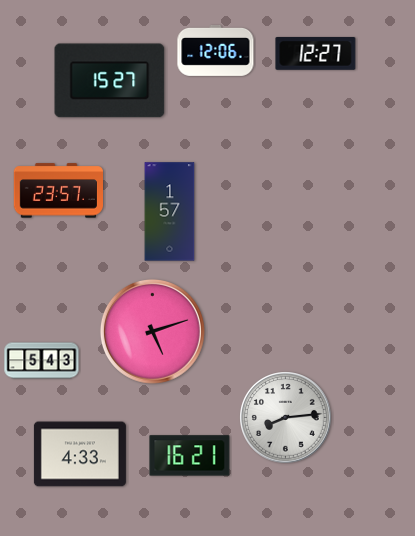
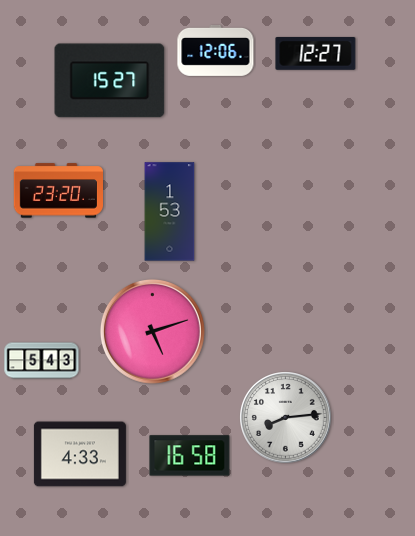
clock at (58, 191): 23:57 -> 23:20
clock at (170, 212): 1:57 -> 1:53
clock at (190, 456): 16:21 -> 16:58
